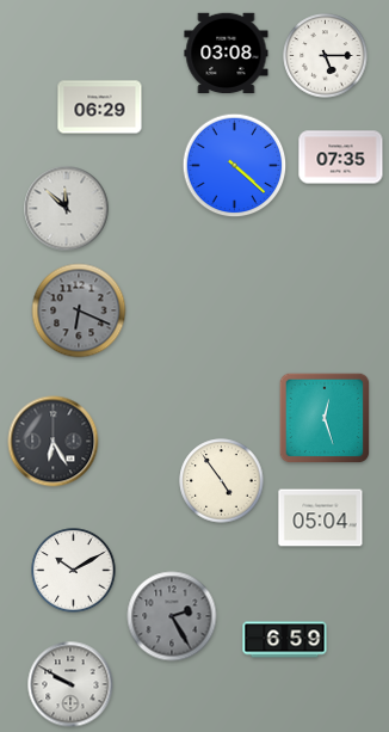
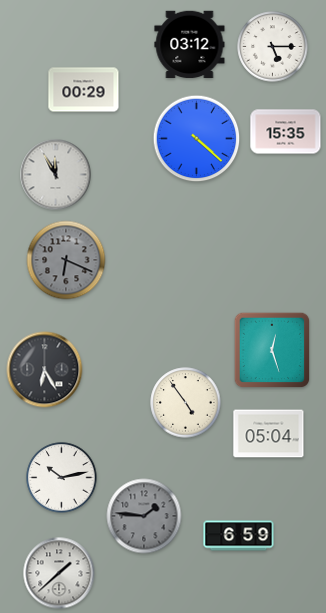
clock at (227, 54): 03:08 -> 03:12
clock at (100, 107): 06:29 -> 00:29
clock at (341, 158): 07:35 -> 15:35
clock at (67, 209): 11:52 -> 11:55
clock at (74, 571): 10:10 -> 10:13
clock at (172, 616): 2:25 -> 1:46
clock at (70, 684): 9:50 -> 1:38
